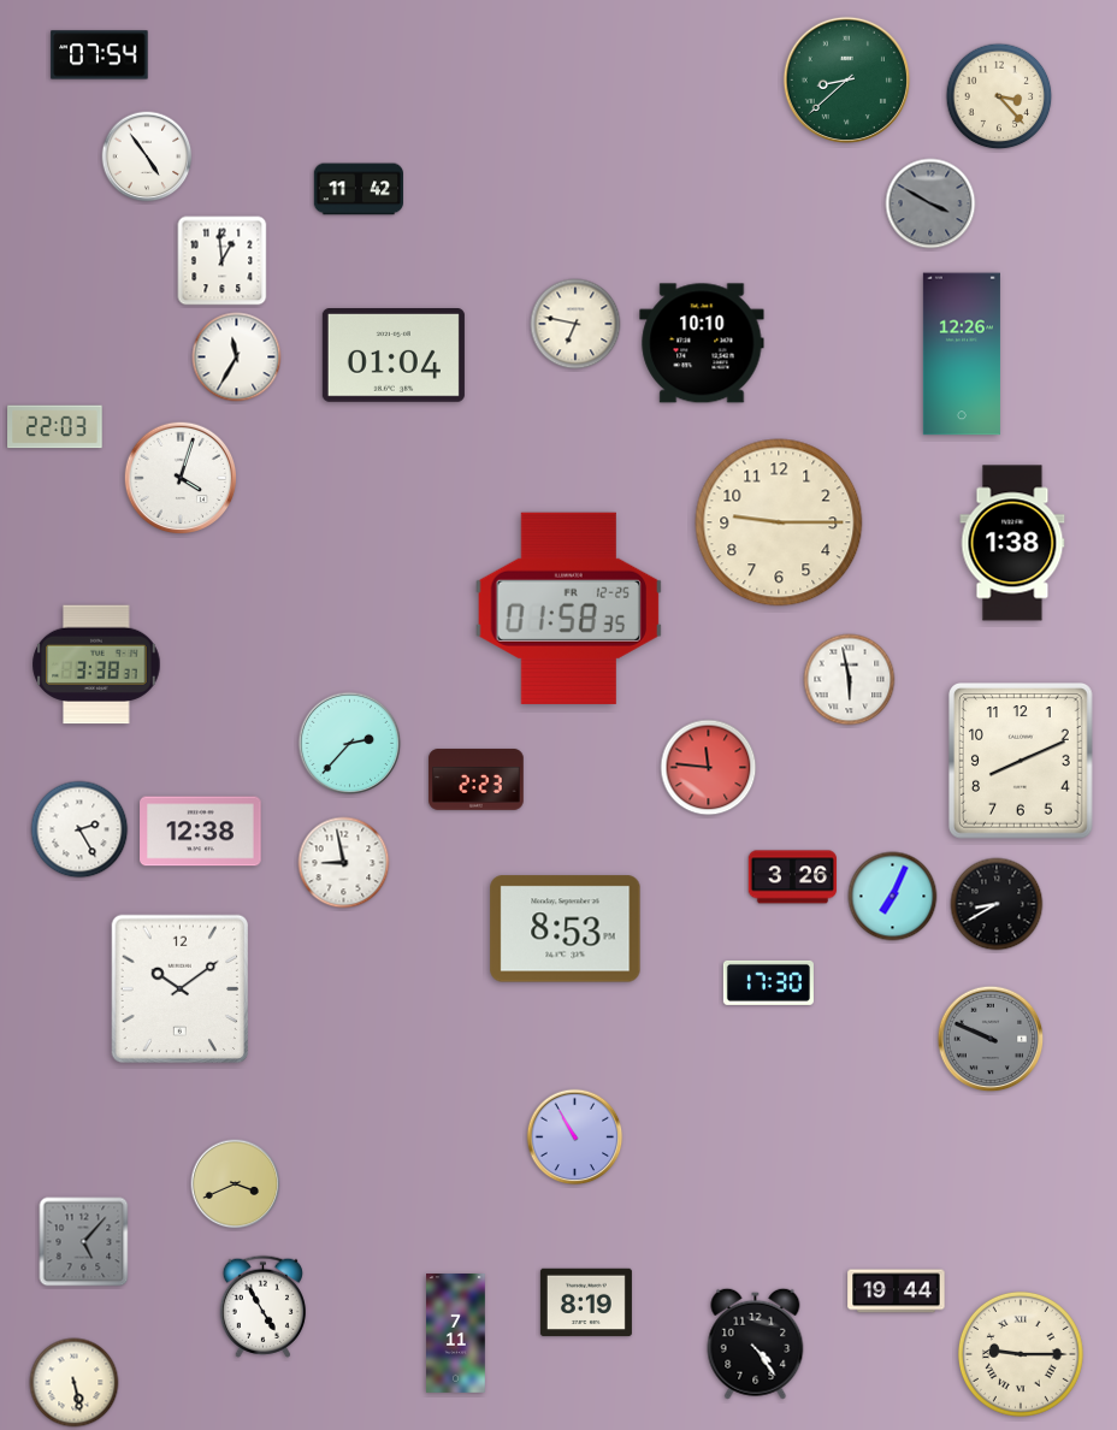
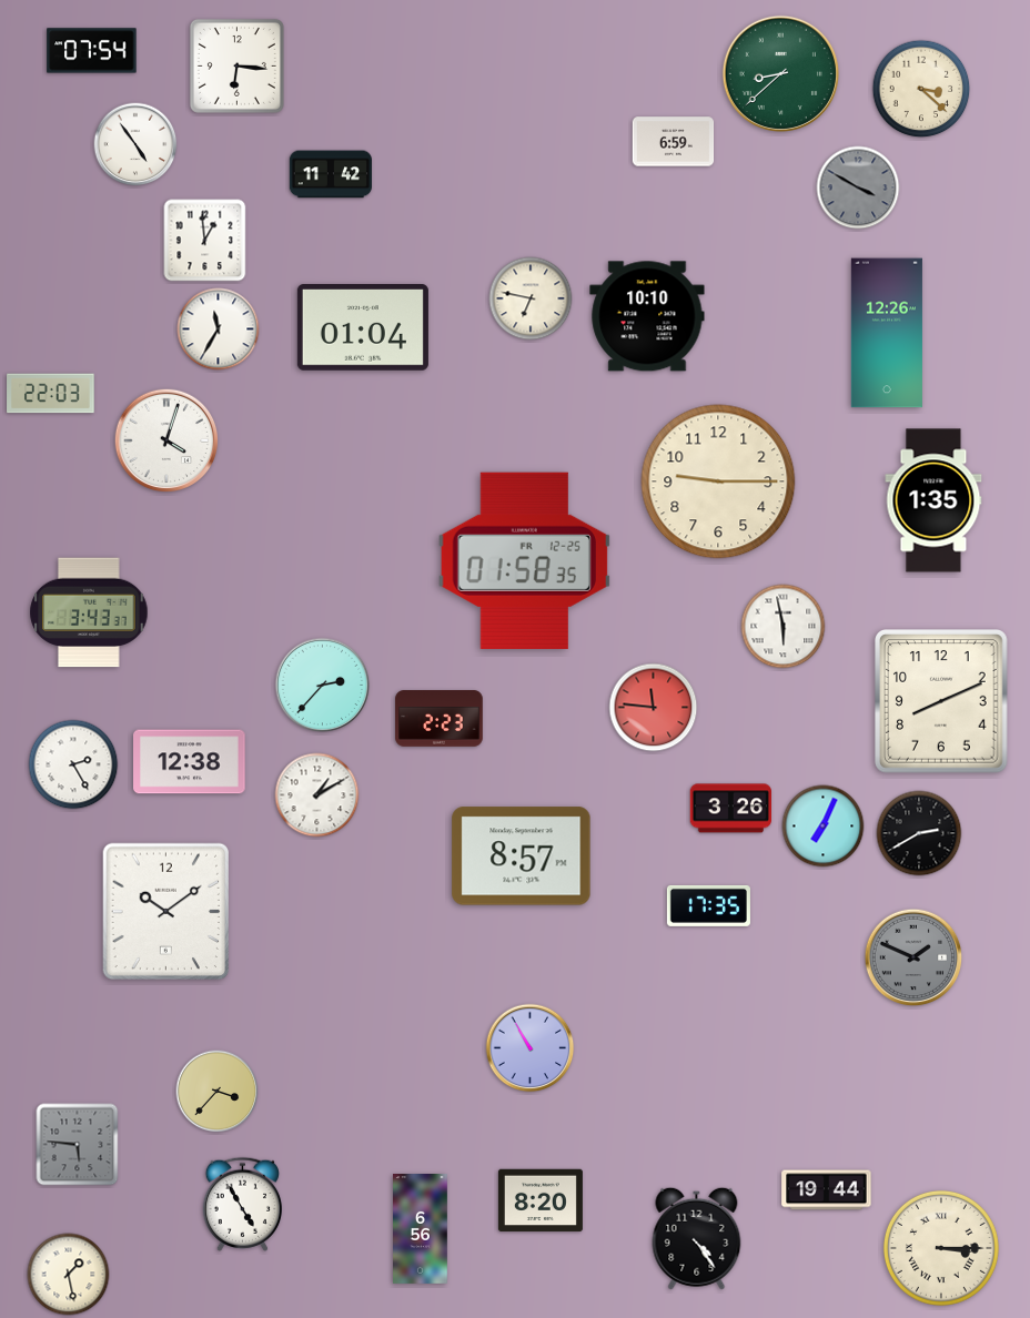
clock at (236, 65): none -> 6:16
clock at (999, 96): 3:23 -> 3:22
clock at (674, 142): none -> 6:59
clock at (962, 354) position: (962, 354) -> (887, 333)
clock at (1012, 543): 1:38 -> 1:35
clock at (96, 664): 3:38 -> 3:43
clock at (201, 832) position: (201, 832) -> (190, 762)
clock at (344, 863): 8:58 -> 1:10
clock at (997, 904): 8:40 -> 2:40
clock at (566, 929): 8:53 -> 8:57
clock at (768, 982): 17:30 -> 17:35
clock at (991, 1039): 9:49 -> 1:49
clock at (236, 1184): 3:41 -> 3:37
clock at (84, 1242): 5:07 -> 5:46
clock at (586, 1302): 8:19 -> 8:20
clock at (456, 1334): 7:11 -> 6:56
clock at (1021, 1354): 9:15 -> 3:15
clock at (75, 1383): 5:28 -> 1:28
